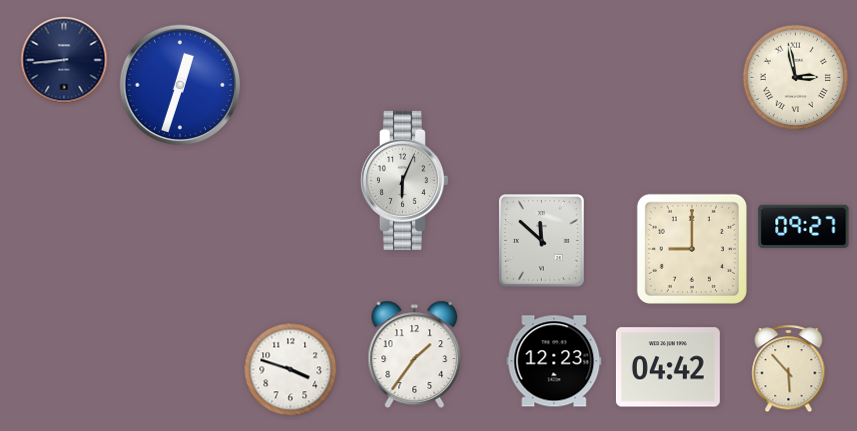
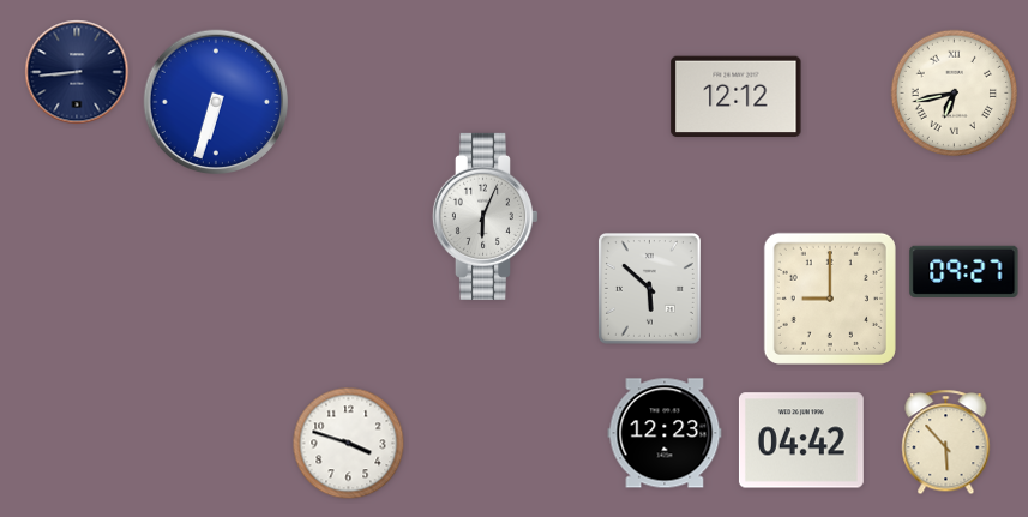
clock at (796, 78): 2:58 -> 6:43
clock at (737, 97): none -> 12:12
clock at (180, 85): 12:33 -> 6:33
clock at (541, 241): 11:52 -> 5:52
clock at (415, 354): 1:36 -> none
